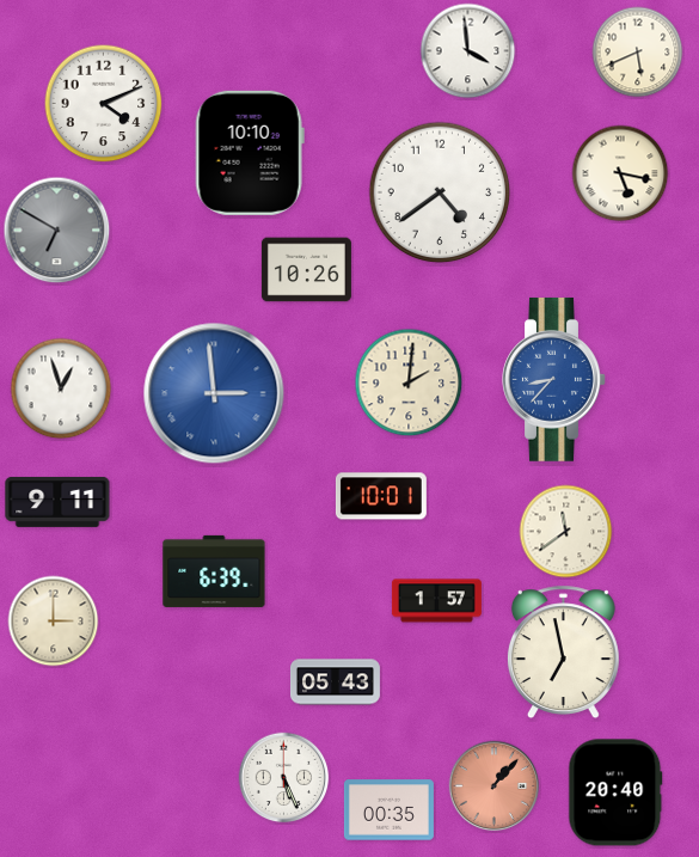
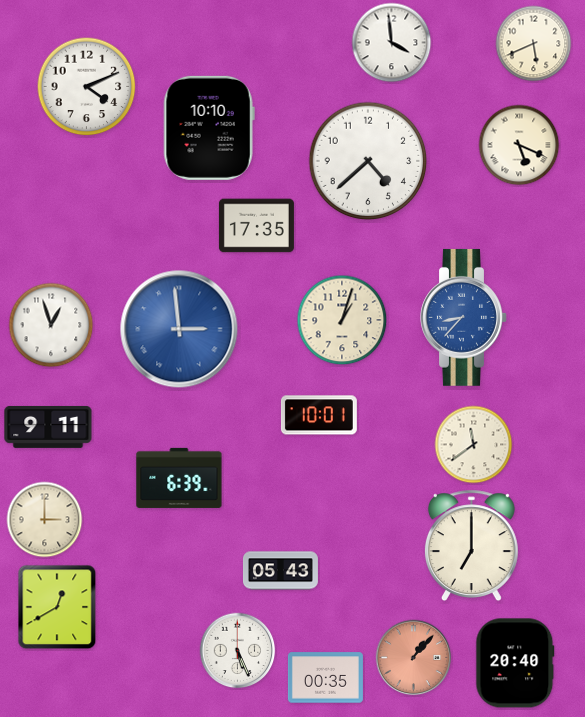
clock at (620, 173): 5:17 -> 5:19
clock at (440, 192): 4:39 -> 4:38
clock at (57, 231): 6:50 -> none
clock at (306, 270): 10:26 -> 17:35
clock at (409, 382): 2:01 -> 1:03
clock at (57, 502) position: (57, 502) -> (48, 427)
clock at (436, 601): 1:57 -> none
clock at (563, 653): 6:58 -> 7:00
clock at (57, 607): none -> 12:40
